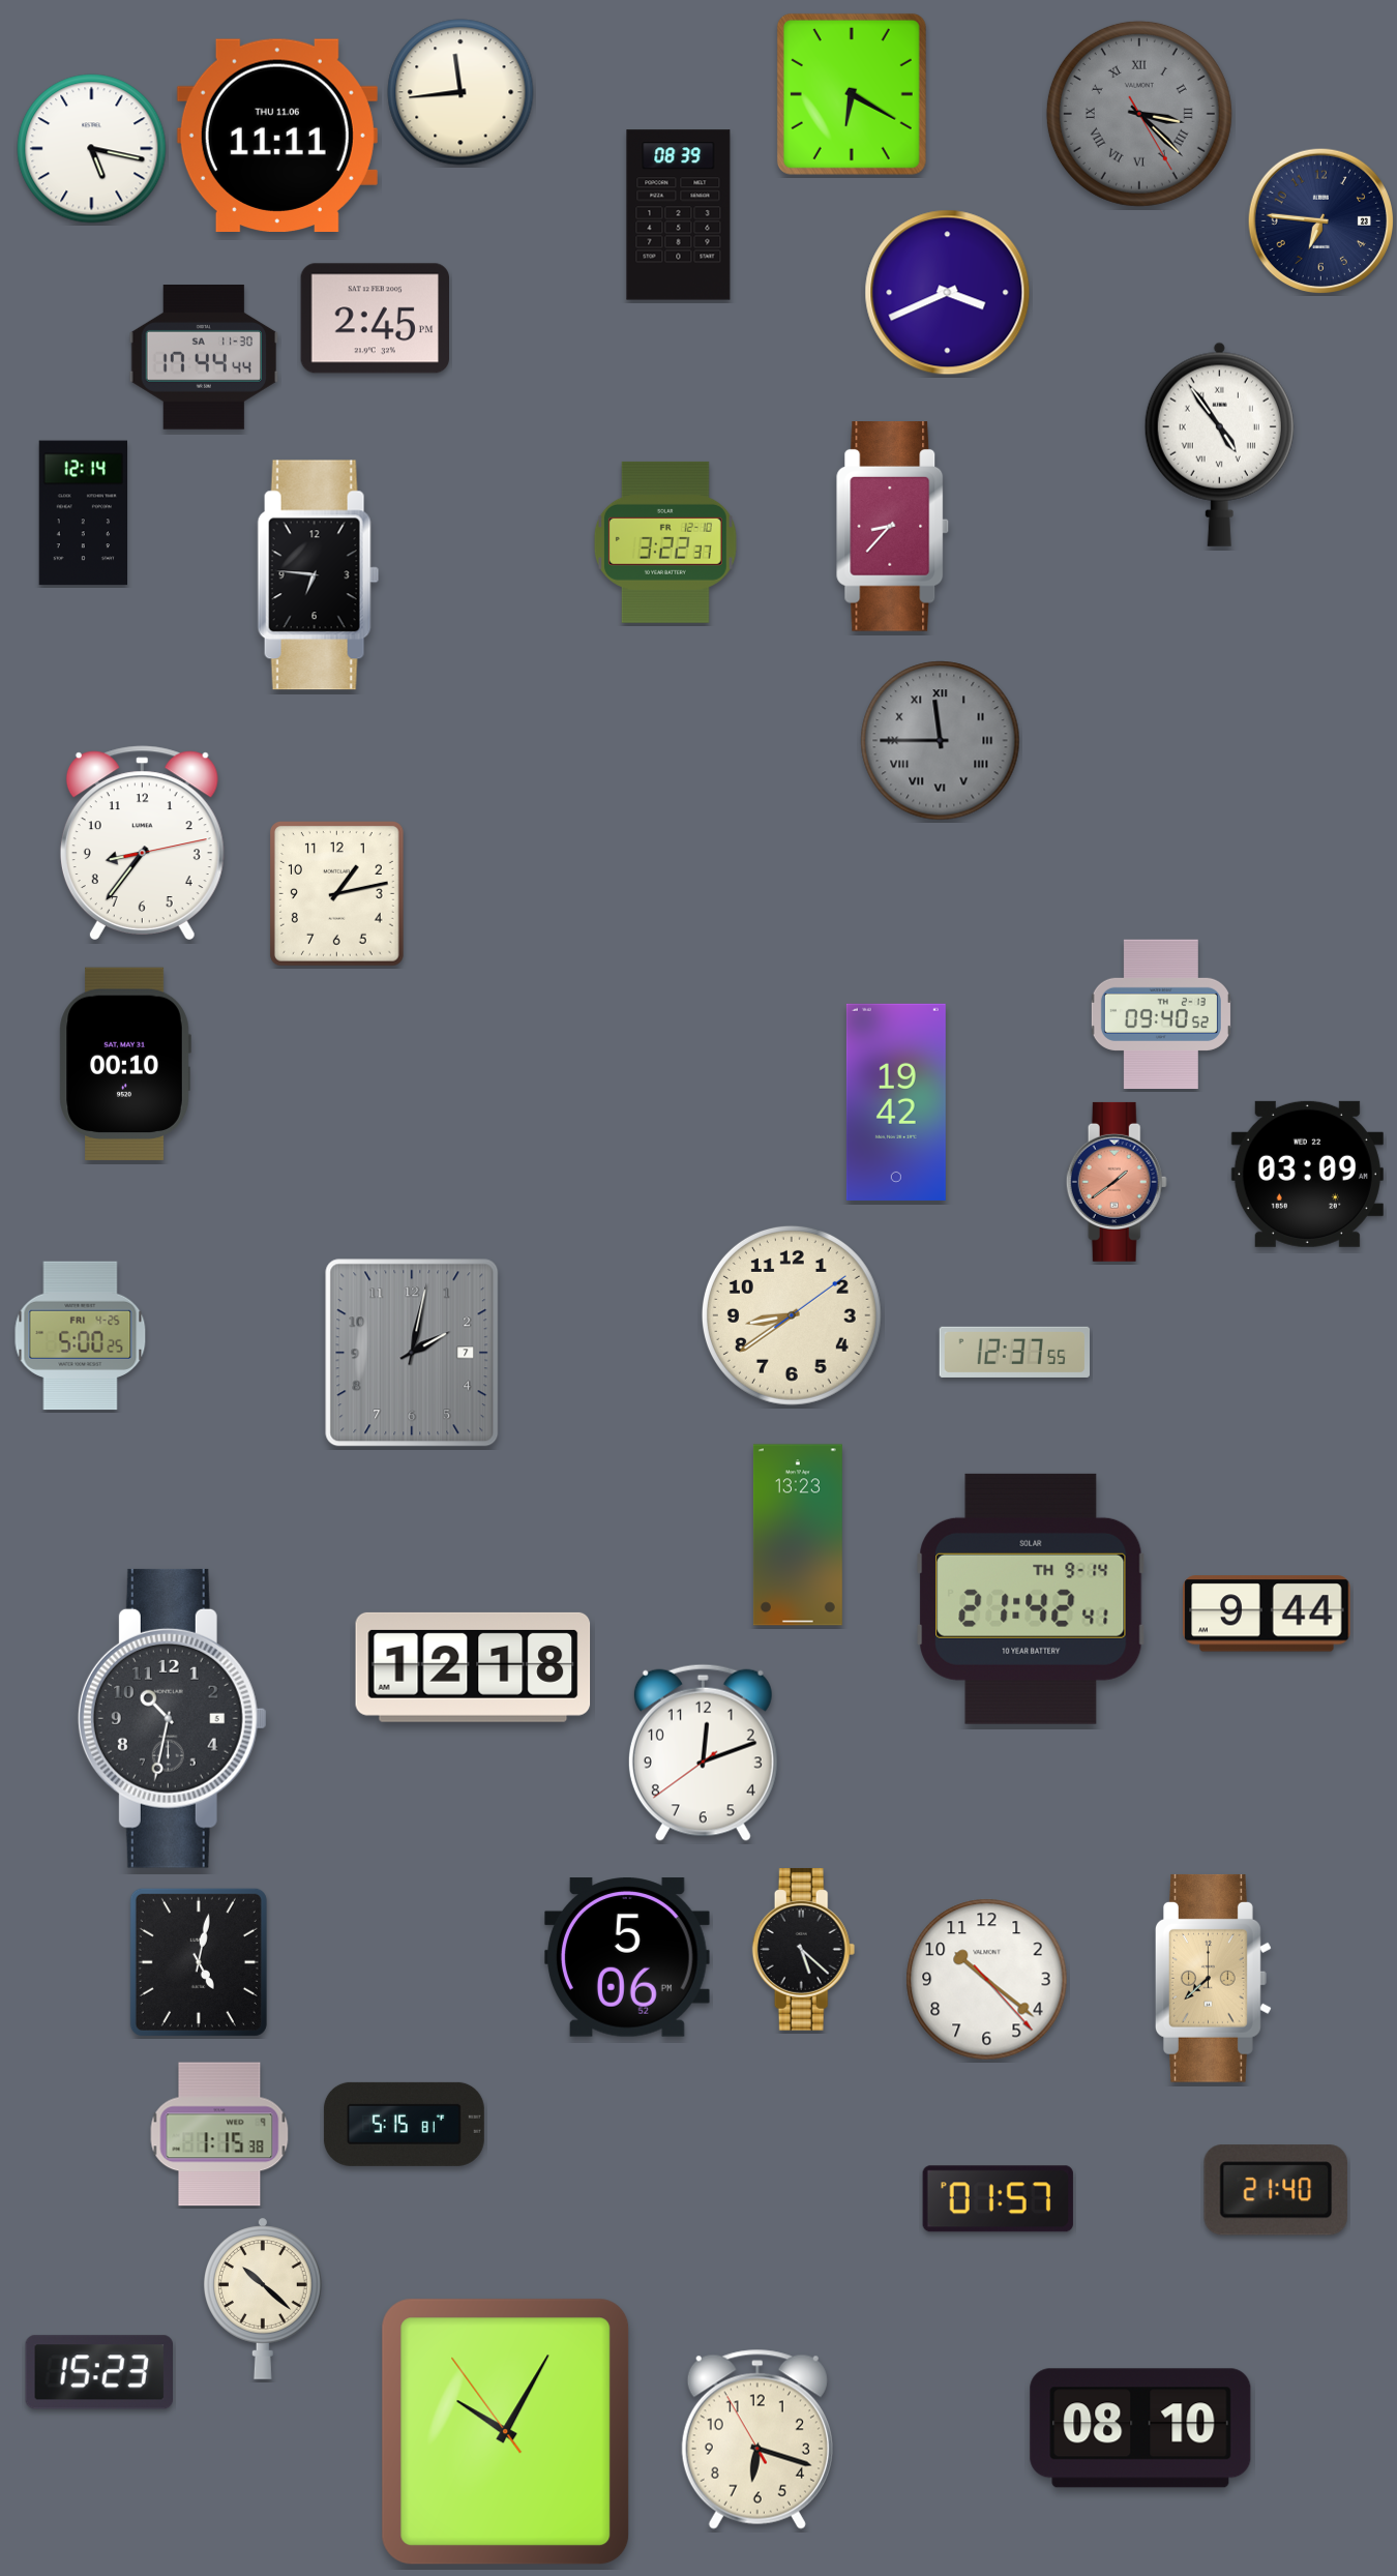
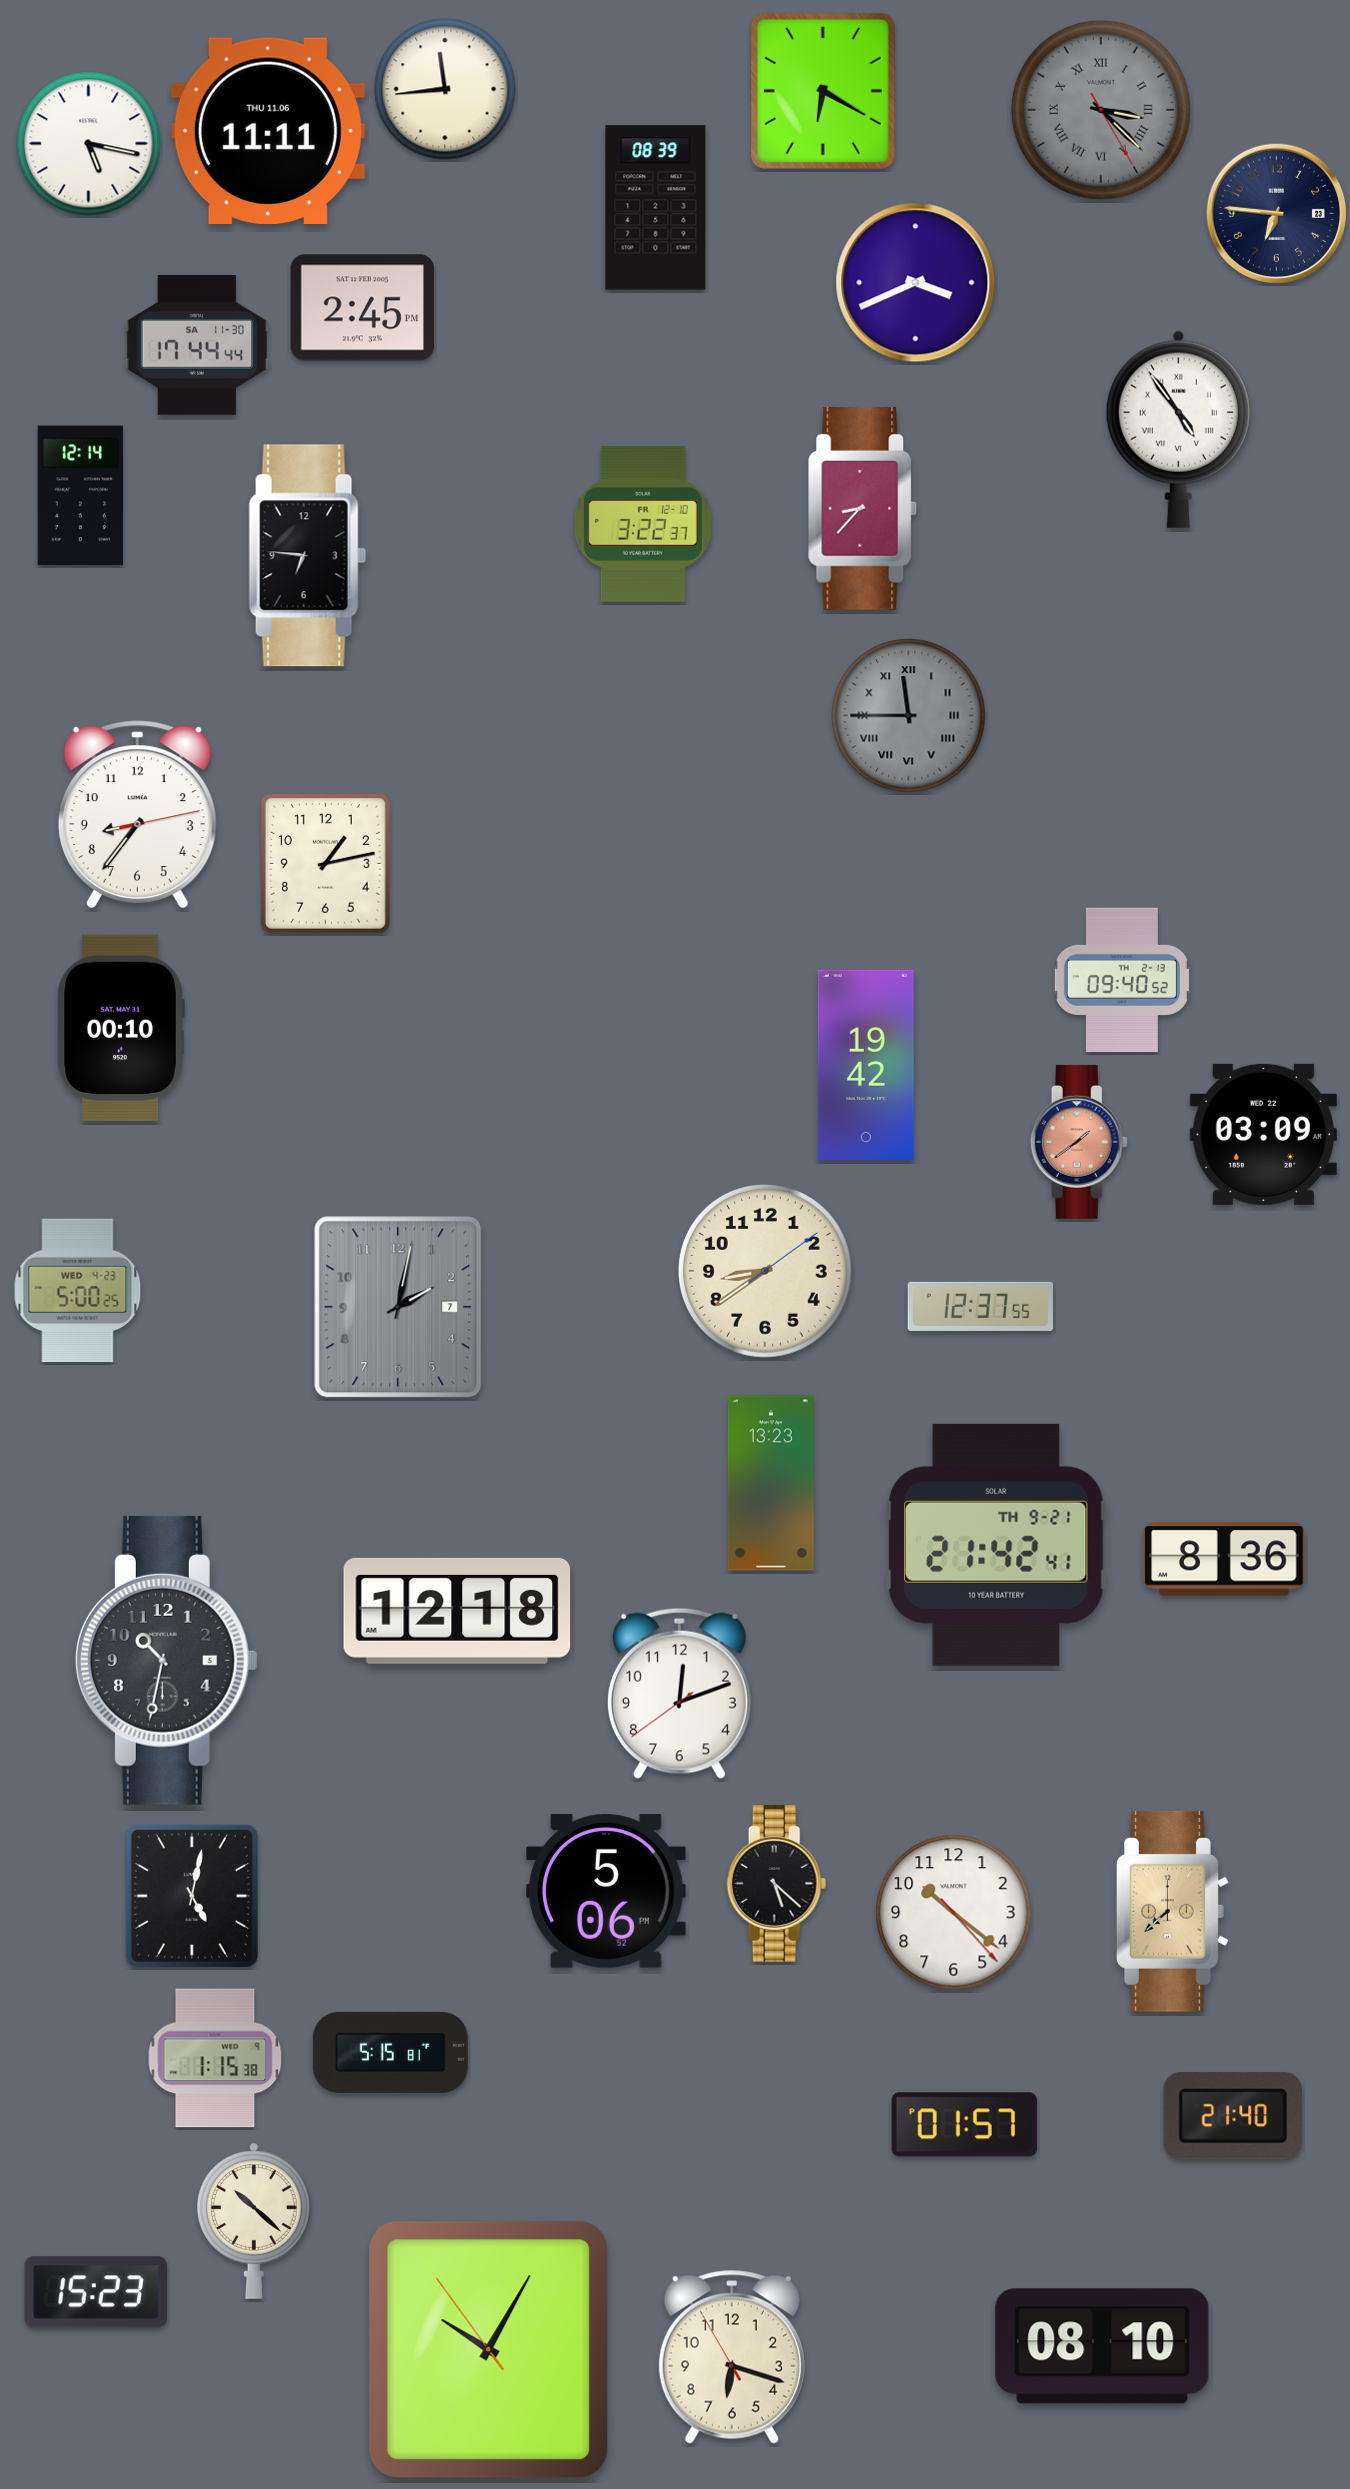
clock at (81, 1336) date: FRI 4-25 -> WED 4-23
clock at (1031, 1599) date: TH 9-14 -> TH 9-21
clock at (1267, 1613): 9:44 -> 8:36
clock at (219, 2134) position: (219, 2134) -> (215, 2058)
